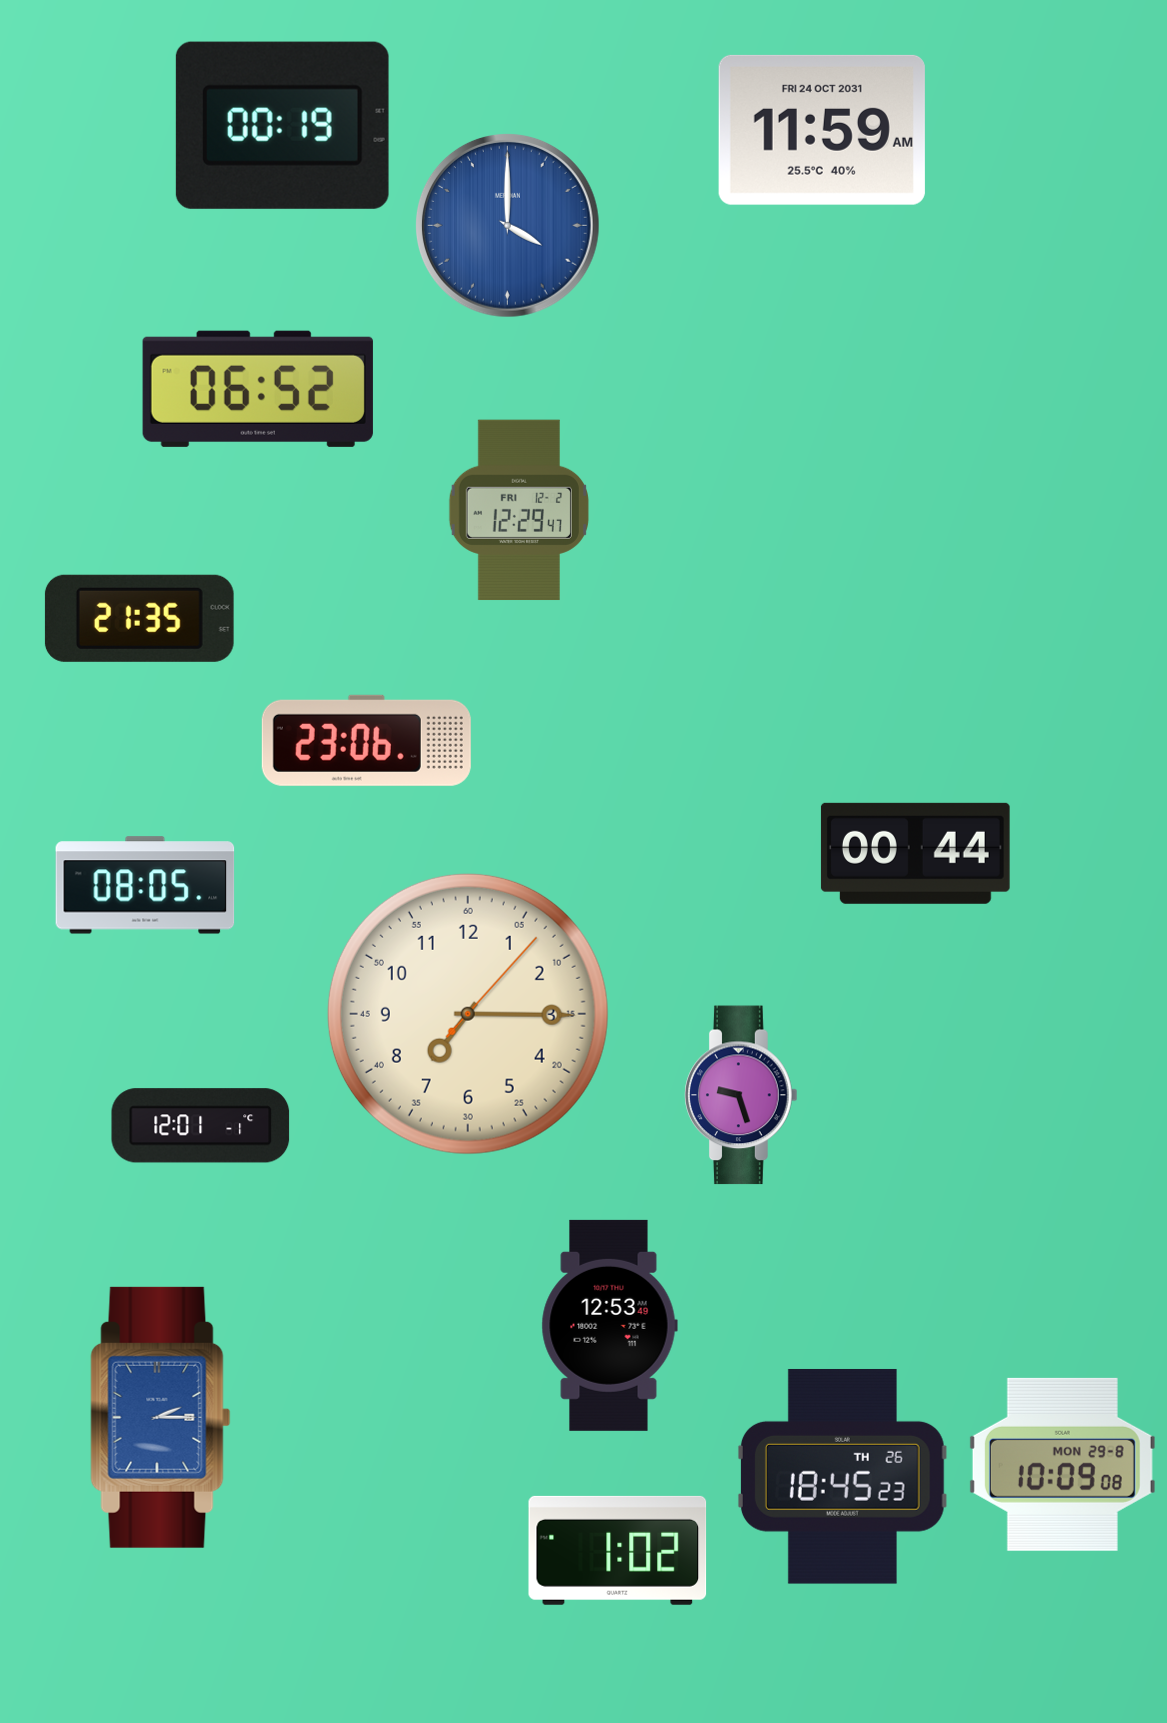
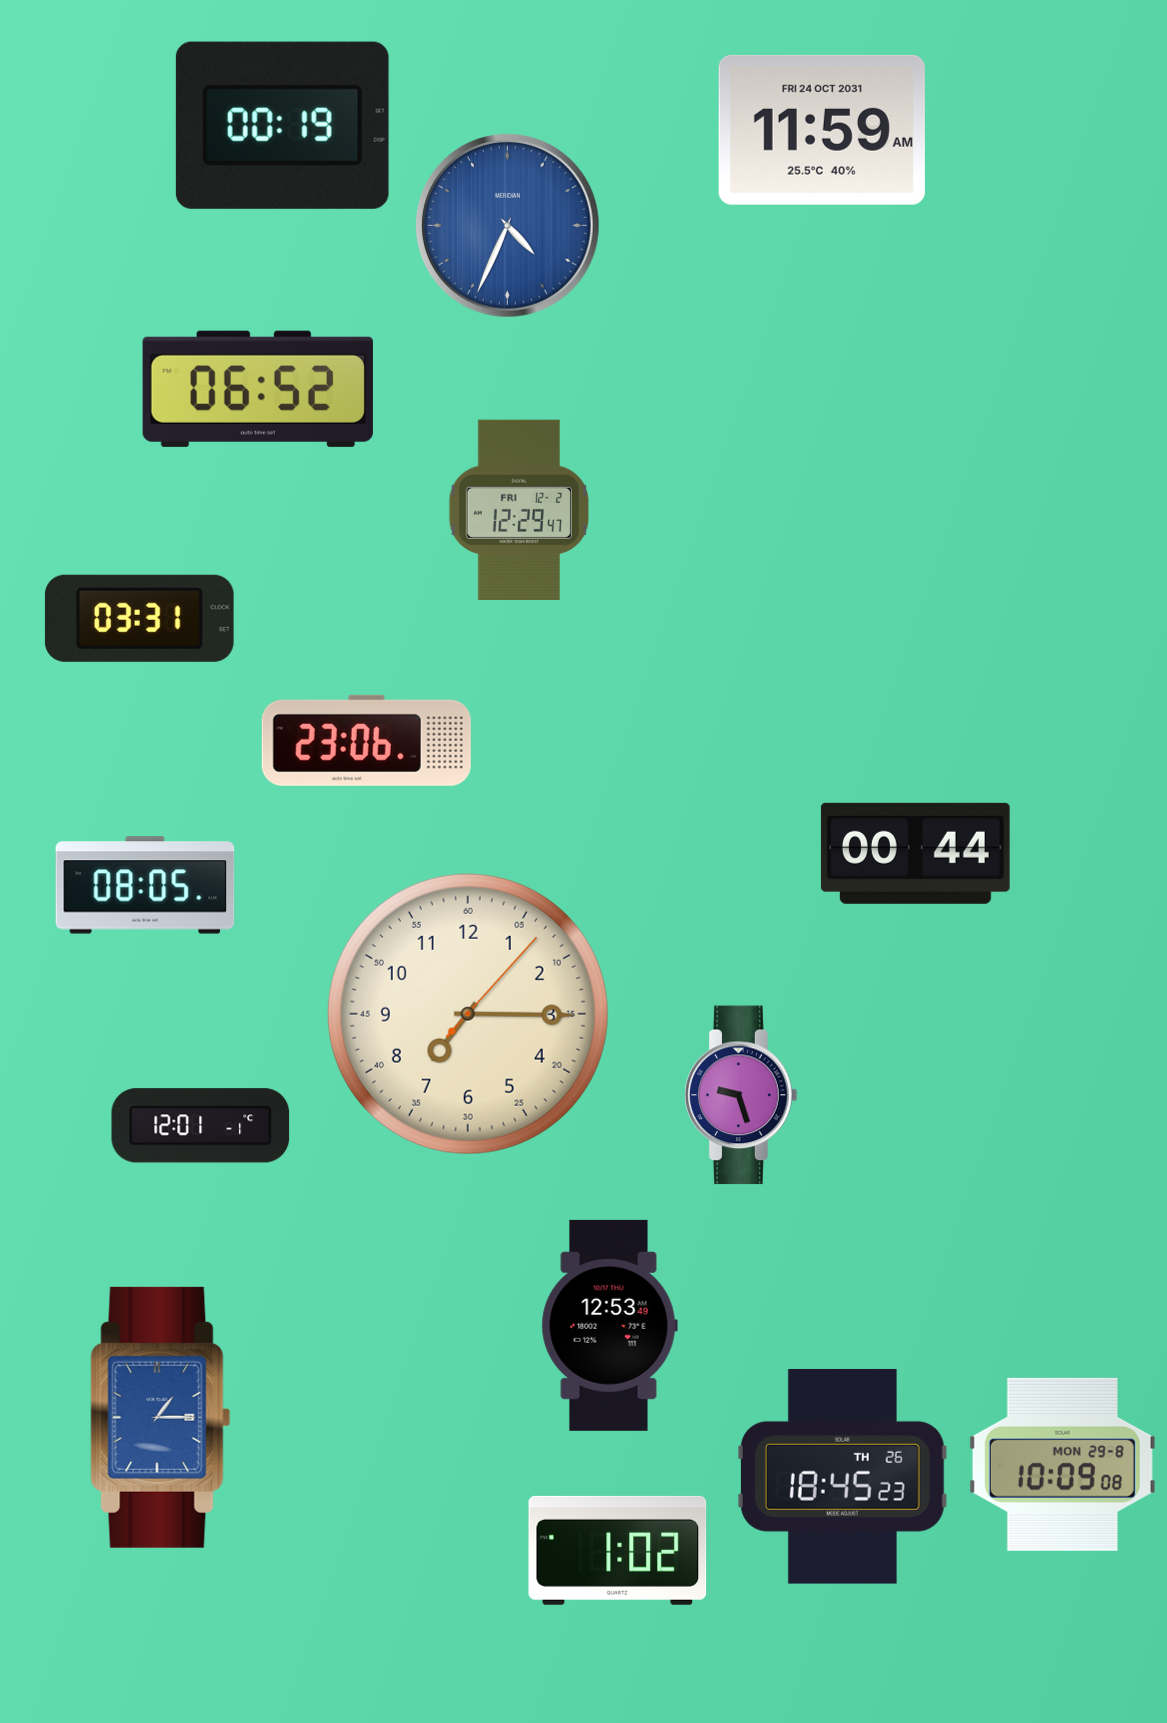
clock at (507, 225): 4:00 -> 4:34
clock at (139, 618): 21:35 -> 03:31
clock at (161, 1417): 2:15 -> 1:15
